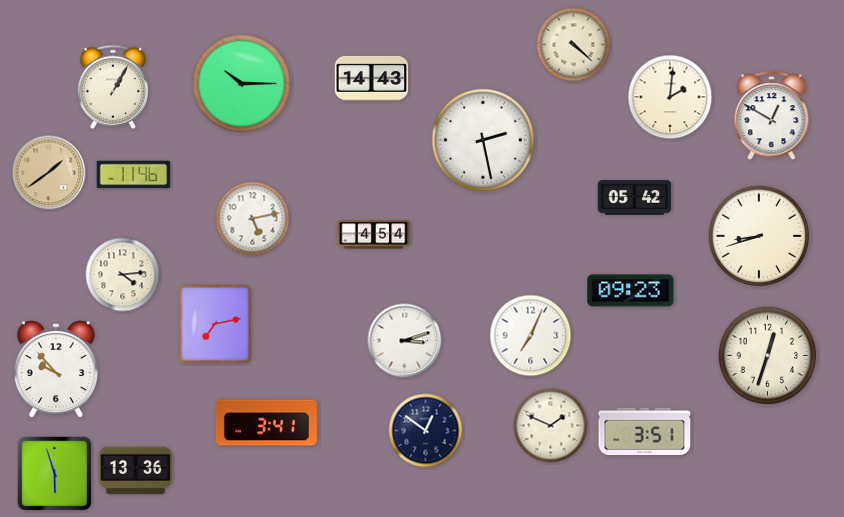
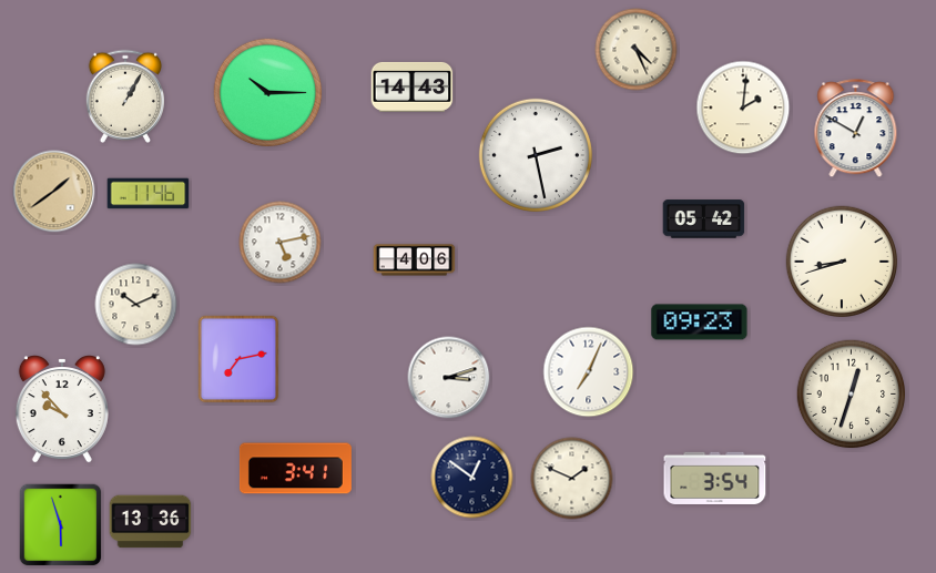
clock at (574, 45): 4:22 -> 4:26
clock at (374, 235): 4:54 -> 4:06
clock at (123, 275): 4:14 -> 10:11
clock at (551, 426) position: (551, 426) -> (572, 479)
clock at (645, 431): 3:51 -> 3:54
